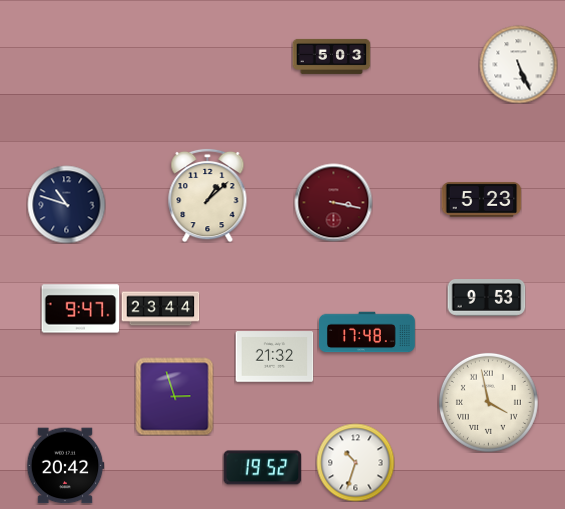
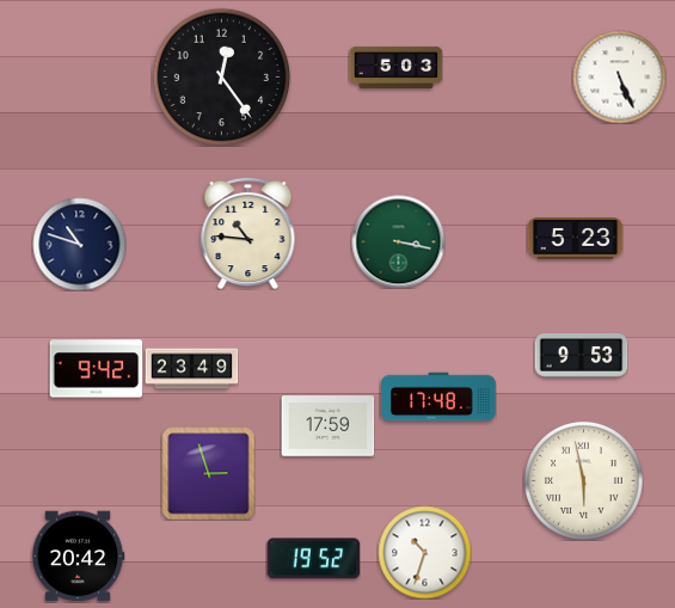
clock at (221, 76): none -> 12:24
clock at (208, 195): 1:08 -> 10:46
clock at (333, 202) dial: burgundy -> green
clock at (80, 309): 9:47 -> 9:42
clock at (160, 309): 23:44 -> 23:49
clock at (274, 357): 21:32 -> 17:59
clock at (488, 402): 3:58 -> 5:58
